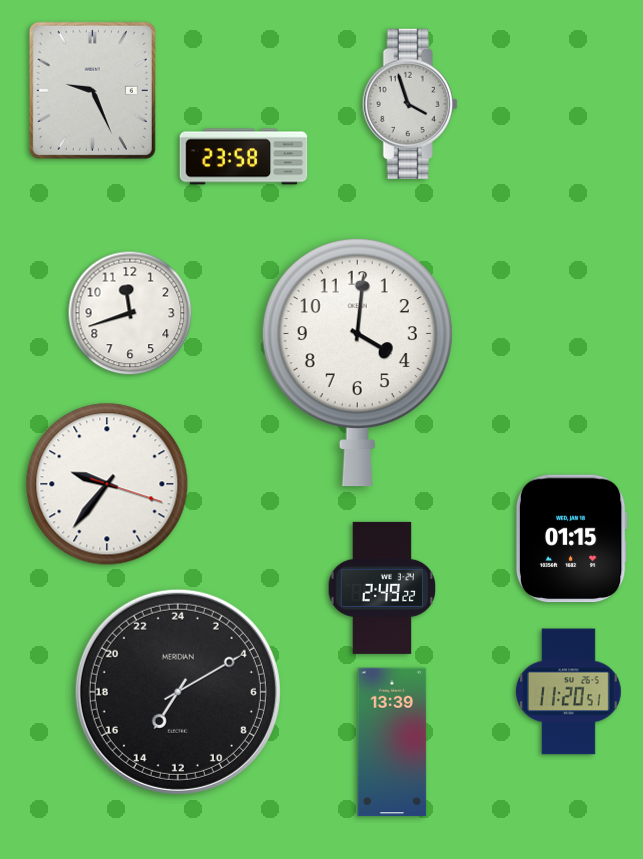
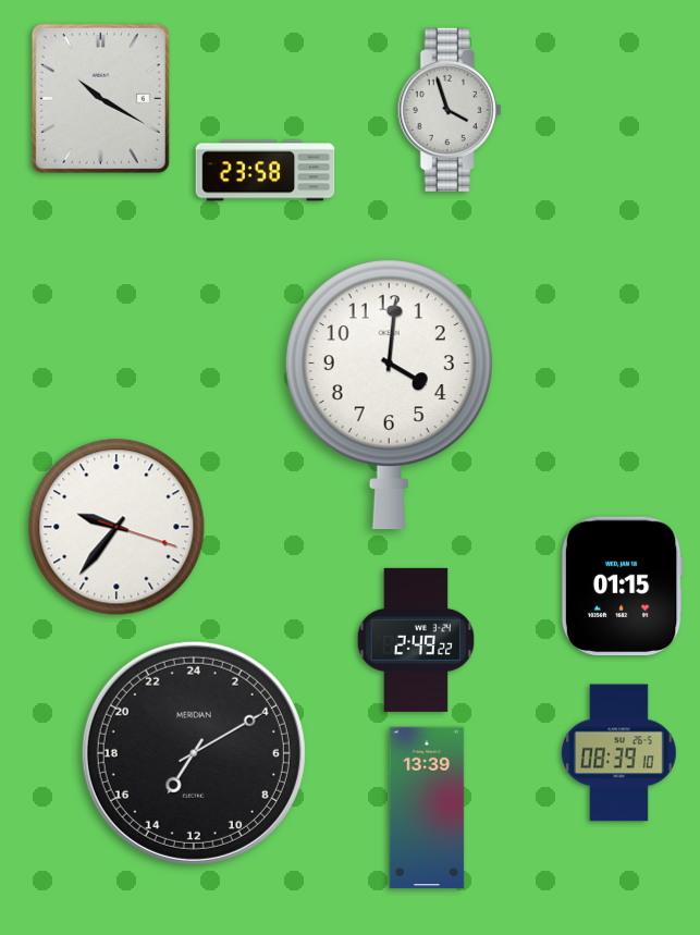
clock at (92, 90): 9:26 -> 10:20
clock at (410, 104) position: (410, 104) -> (450, 110)
clock at (130, 313): 11:42 -> none
clock at (568, 692): 11:20 -> 08:39
